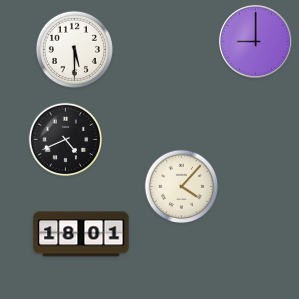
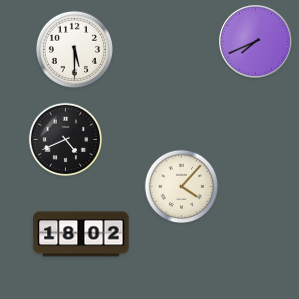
clock at (255, 41): 9:00 -> 7:41
clock at (81, 234): 18:01 -> 18:02
